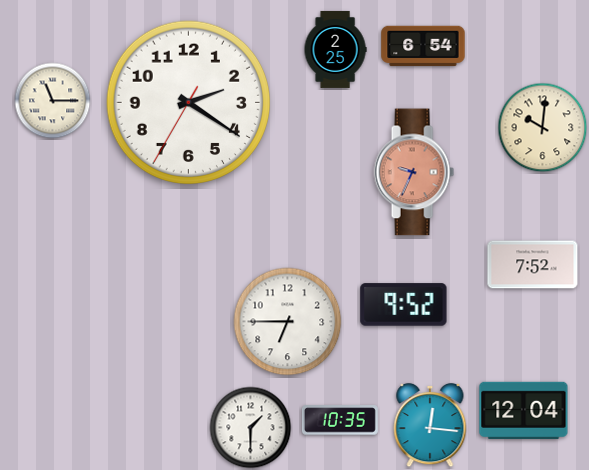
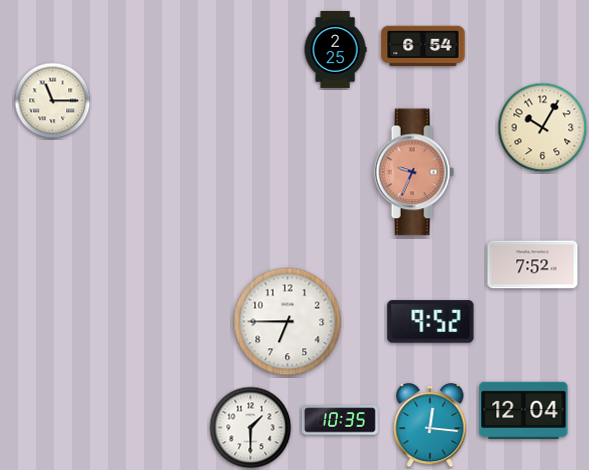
clock at (189, 103): 2:20 -> none
clock at (543, 128): 10:01 -> 10:05
clock at (404, 305) position: (404, 305) -> (431, 322)
